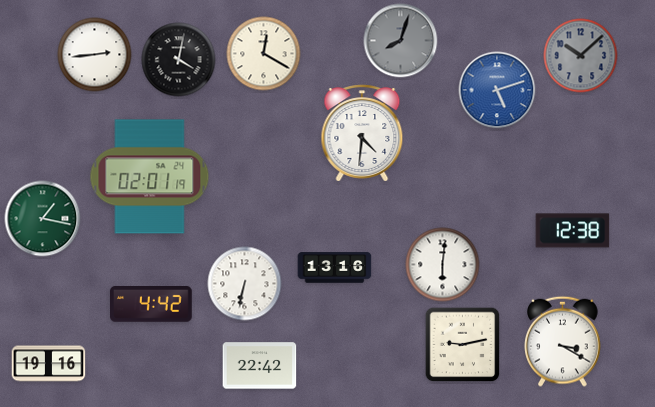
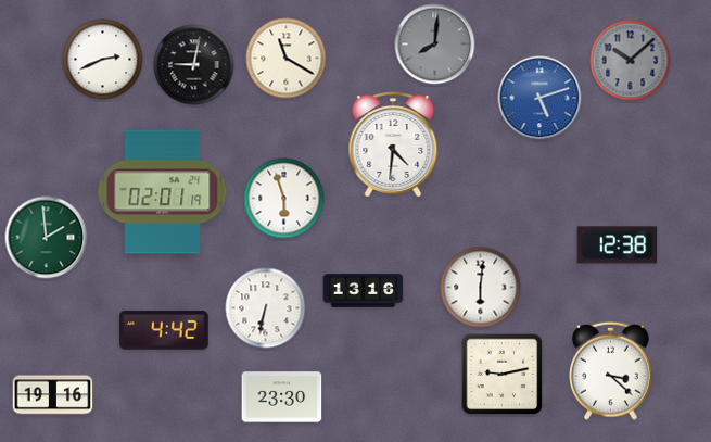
clock at (401, 41): 8:03 -> 8:01
clock at (264, 54): 12:20 -> 11:20
clock at (95, 55): 2:44 -> 2:41
clock at (179, 60): 4:02 -> 9:02
clock at (284, 199): none -> 5:57
clock at (43, 219): 1:17 -> 1:59
clock at (573, 231) position: (573, 231) -> (618, 245)
clock at (563, 341): 3:20 -> 3:22
clock at (260, 366): 22:42 -> 23:30
